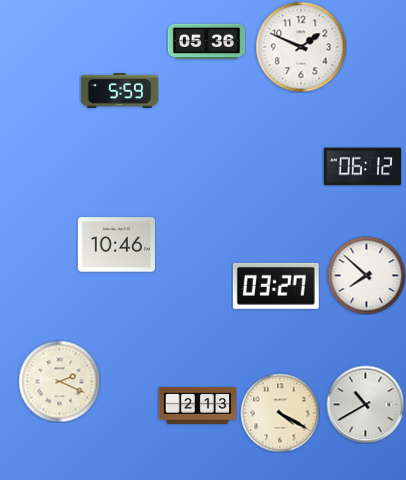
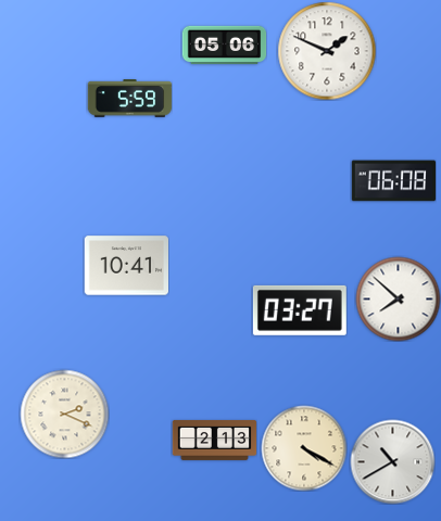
clock at (206, 42): 05:36 -> 05:06
clock at (362, 167): 06:12 -> 06:08
clock at (116, 245): 10:46 -> 10:41
clock at (365, 404) position: (365, 404) -> (392, 461)
